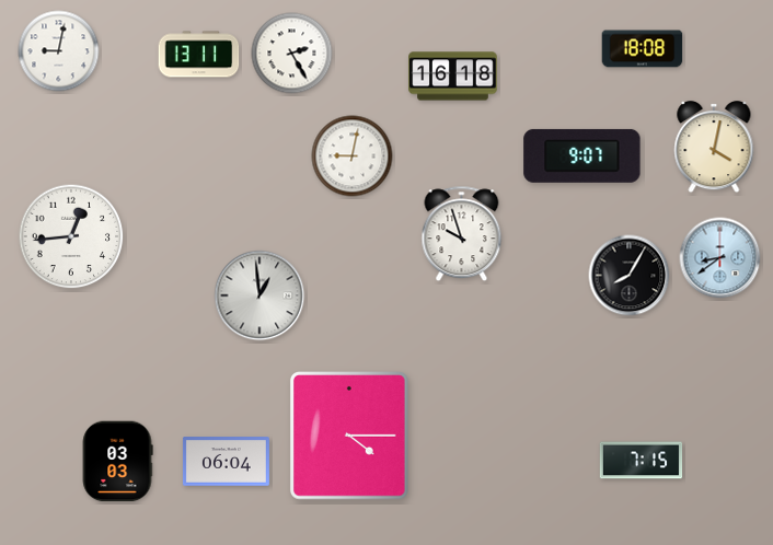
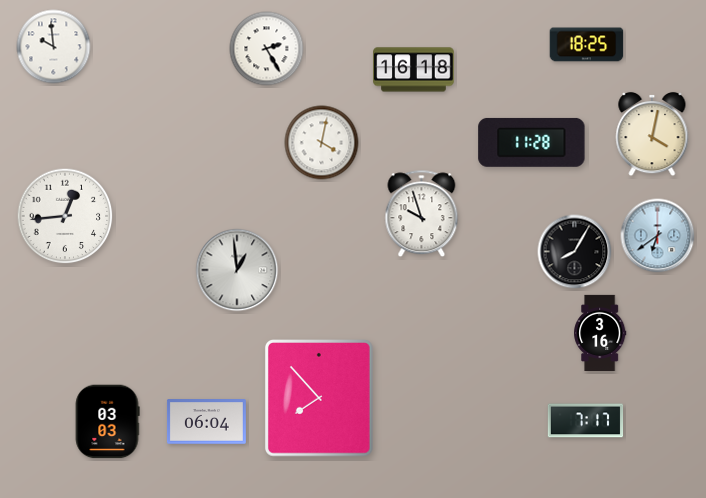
clock at (643, 49): 18:08 -> 18:25
clock at (59, 51): 9:02 -> 9:59
clock at (199, 55): 13:11 -> none
clock at (582, 155): 9:07 -> 11:28
clock at (353, 156): 9:02 -> 4:02
clock at (720, 258): 8:39 -> 6:39
clock at (600, 332): none -> 3:16
clock at (350, 437): 4:15 -> 7:53
clock at (642, 461): 7:15 -> 7:17
